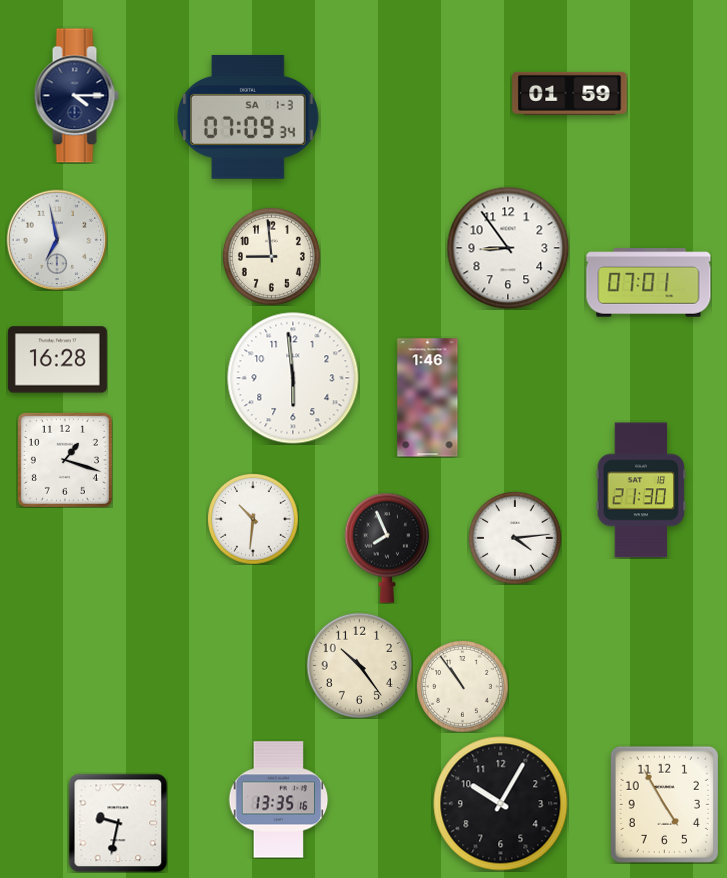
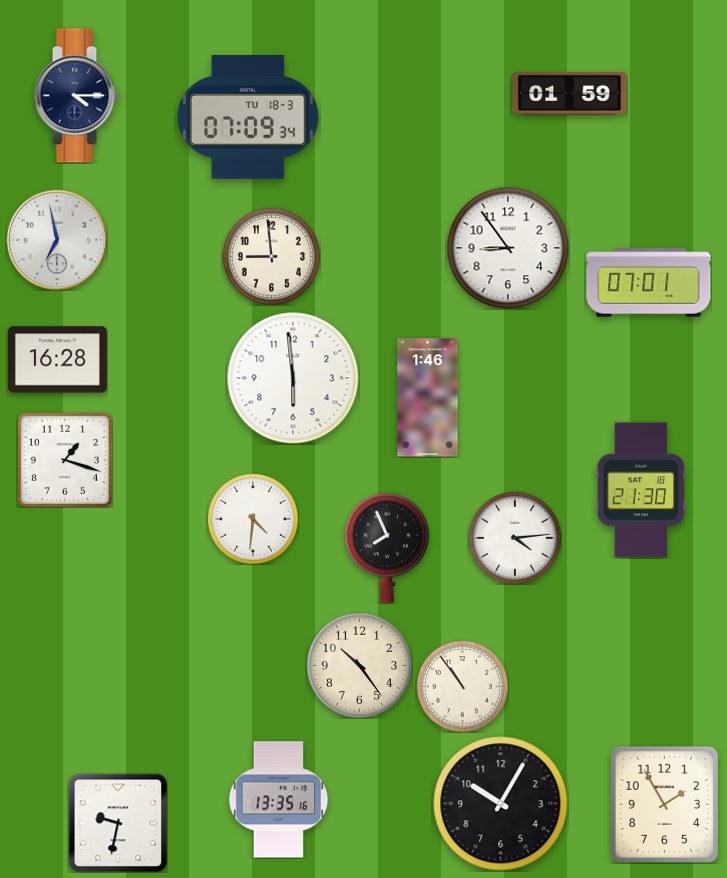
clock at (248, 117) date: SA 1-3 -> TU 18-3
clock at (253, 519): 10:31 -> 4:31
clock at (664, 804): 4:55 -> 1:55
